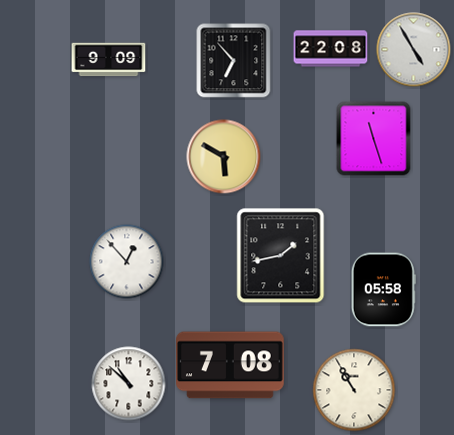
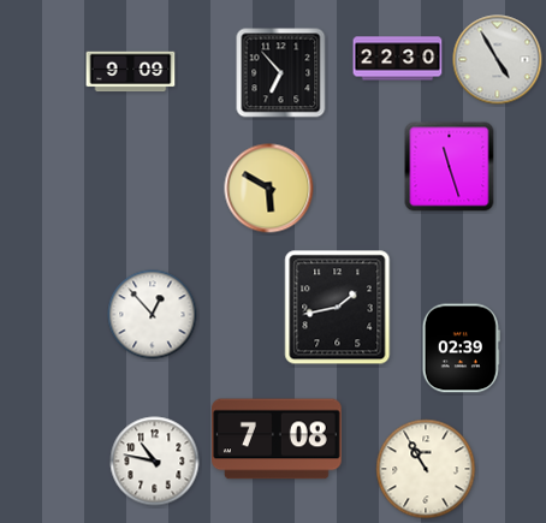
clock at (331, 49): 22:08 -> 22:30
clock at (383, 290): 05:58 -> 02:39
clock at (129, 384): 10:52 -> 10:47
